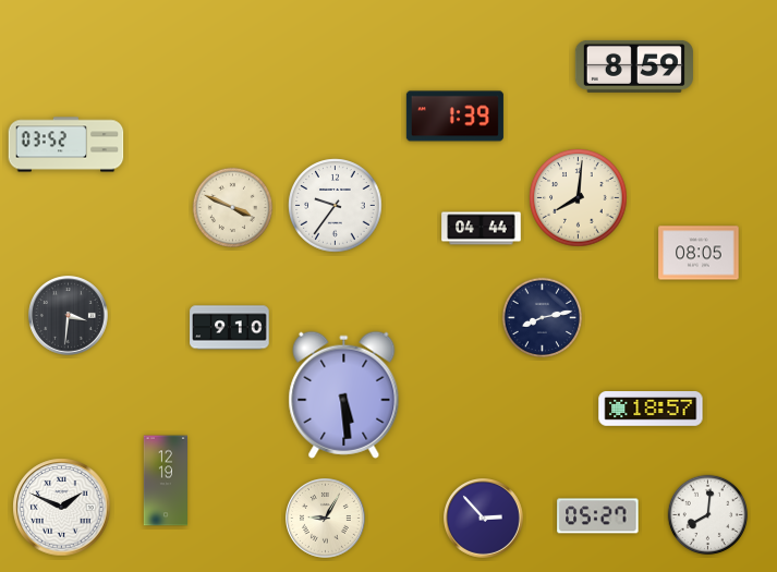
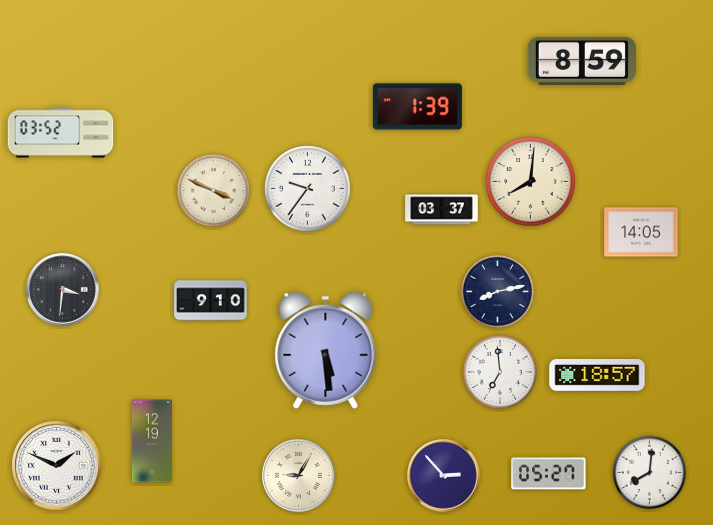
clock at (482, 229): 04:44 -> 03:37
clock at (699, 253): 08:05 -> 14:05
clock at (344, 394) position: (344, 394) -> (326, 350)
clock at (499, 371): none -> 6:59
